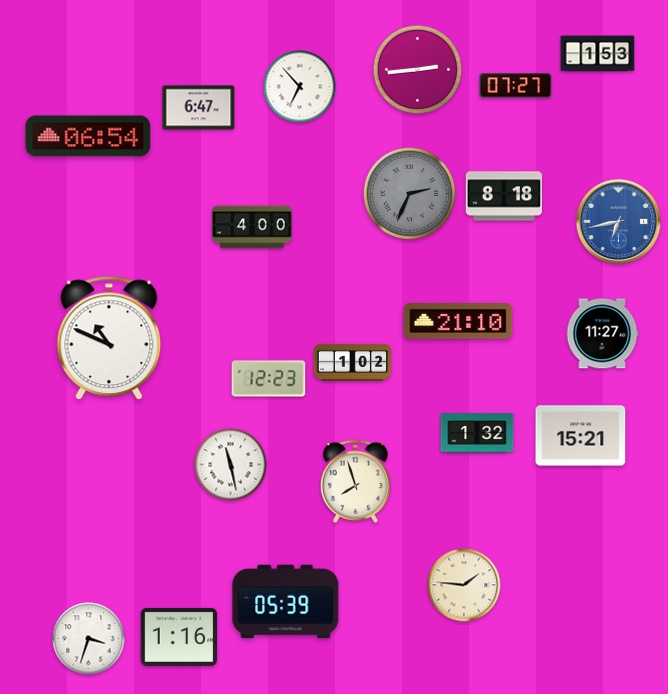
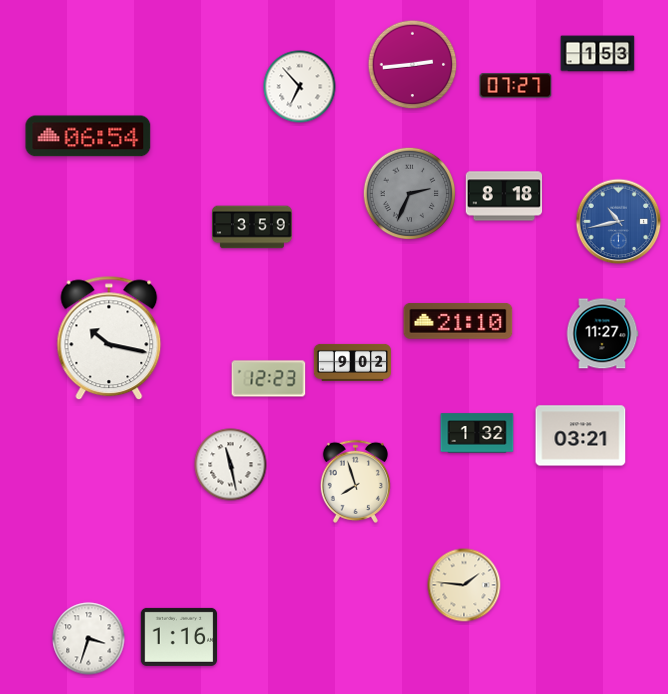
clock at (418, 70) position: (418, 70) -> (413, 65)
clock at (199, 108): 6:47 -> none
clock at (619, 222): 6:43 -> 10:43
clock at (253, 227): 4:00 -> 3:59
clock at (109, 338): 10:49 -> 10:17
clock at (352, 362): 1:02 -> 9:02
clock at (581, 436): 15:21 -> 03:21
clock at (286, 602): 05:39 -> none
